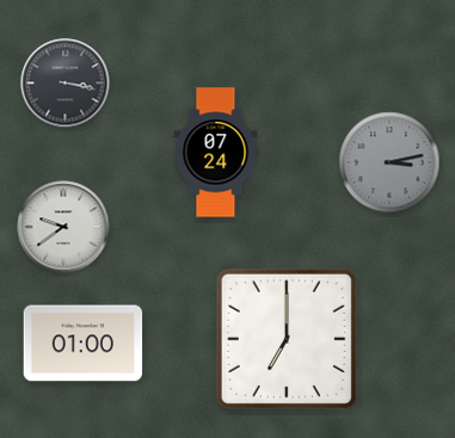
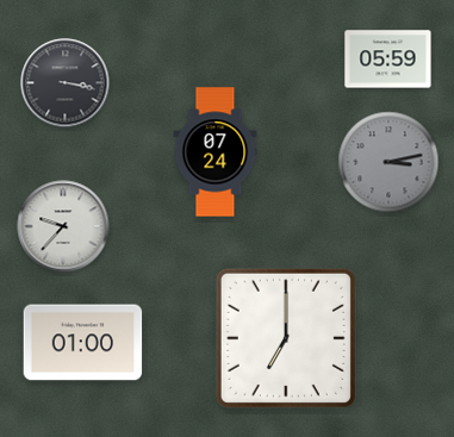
clock at (388, 60): none -> 05:59
clock at (63, 227): 9:39 -> 9:37
